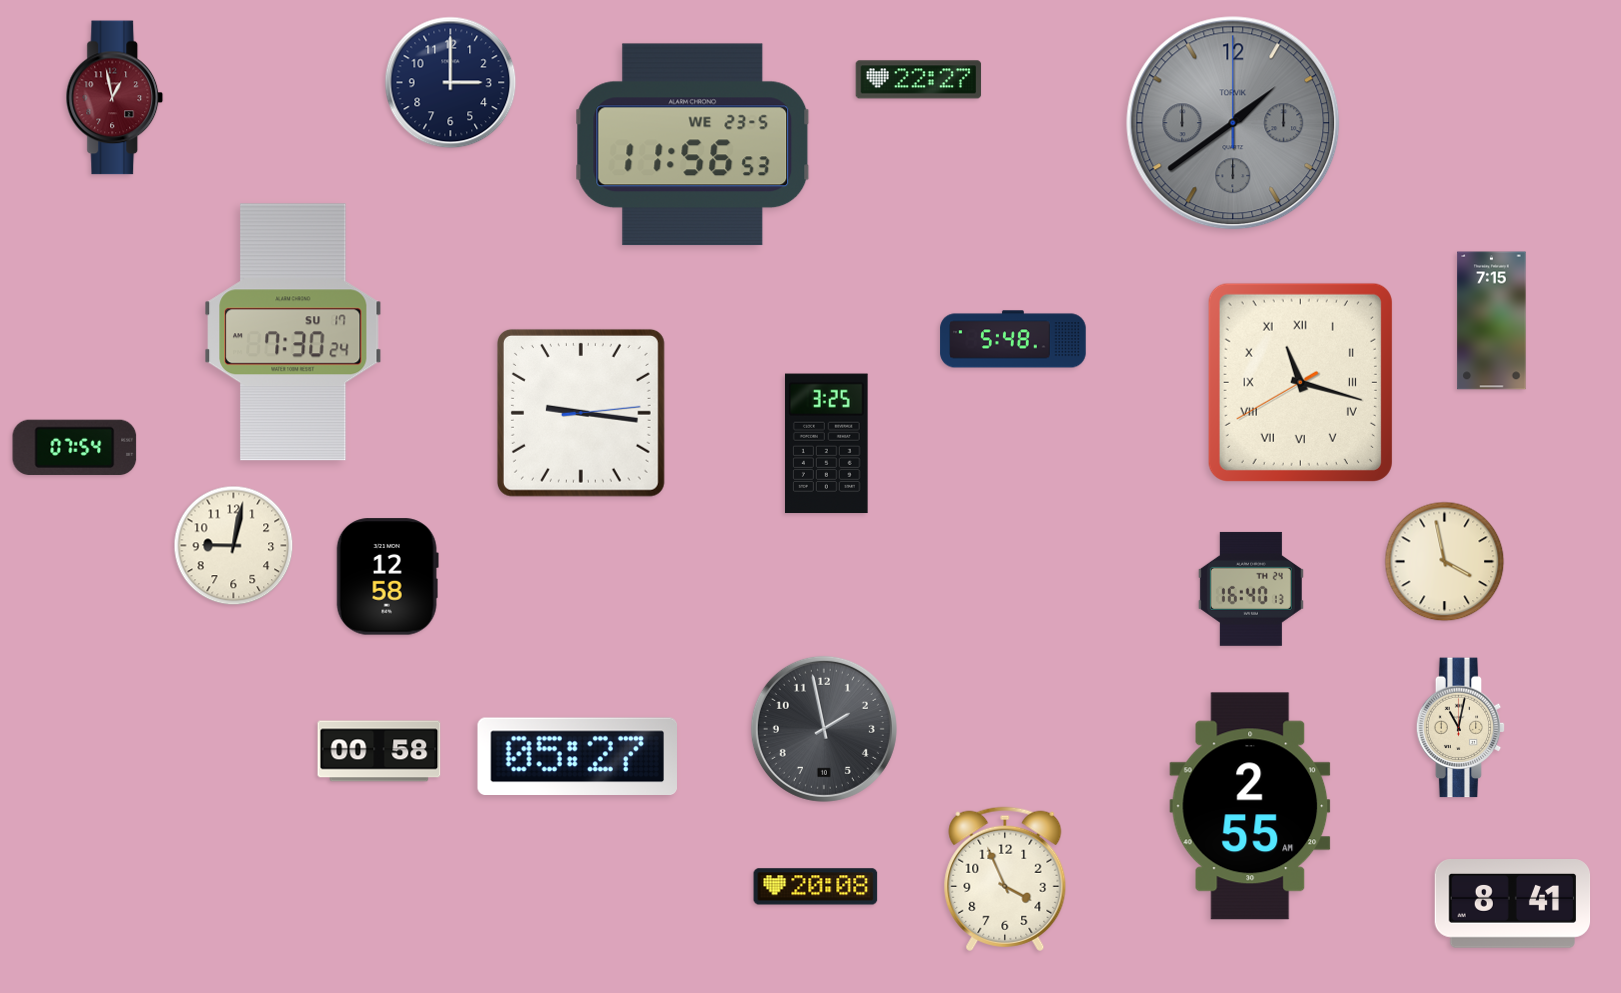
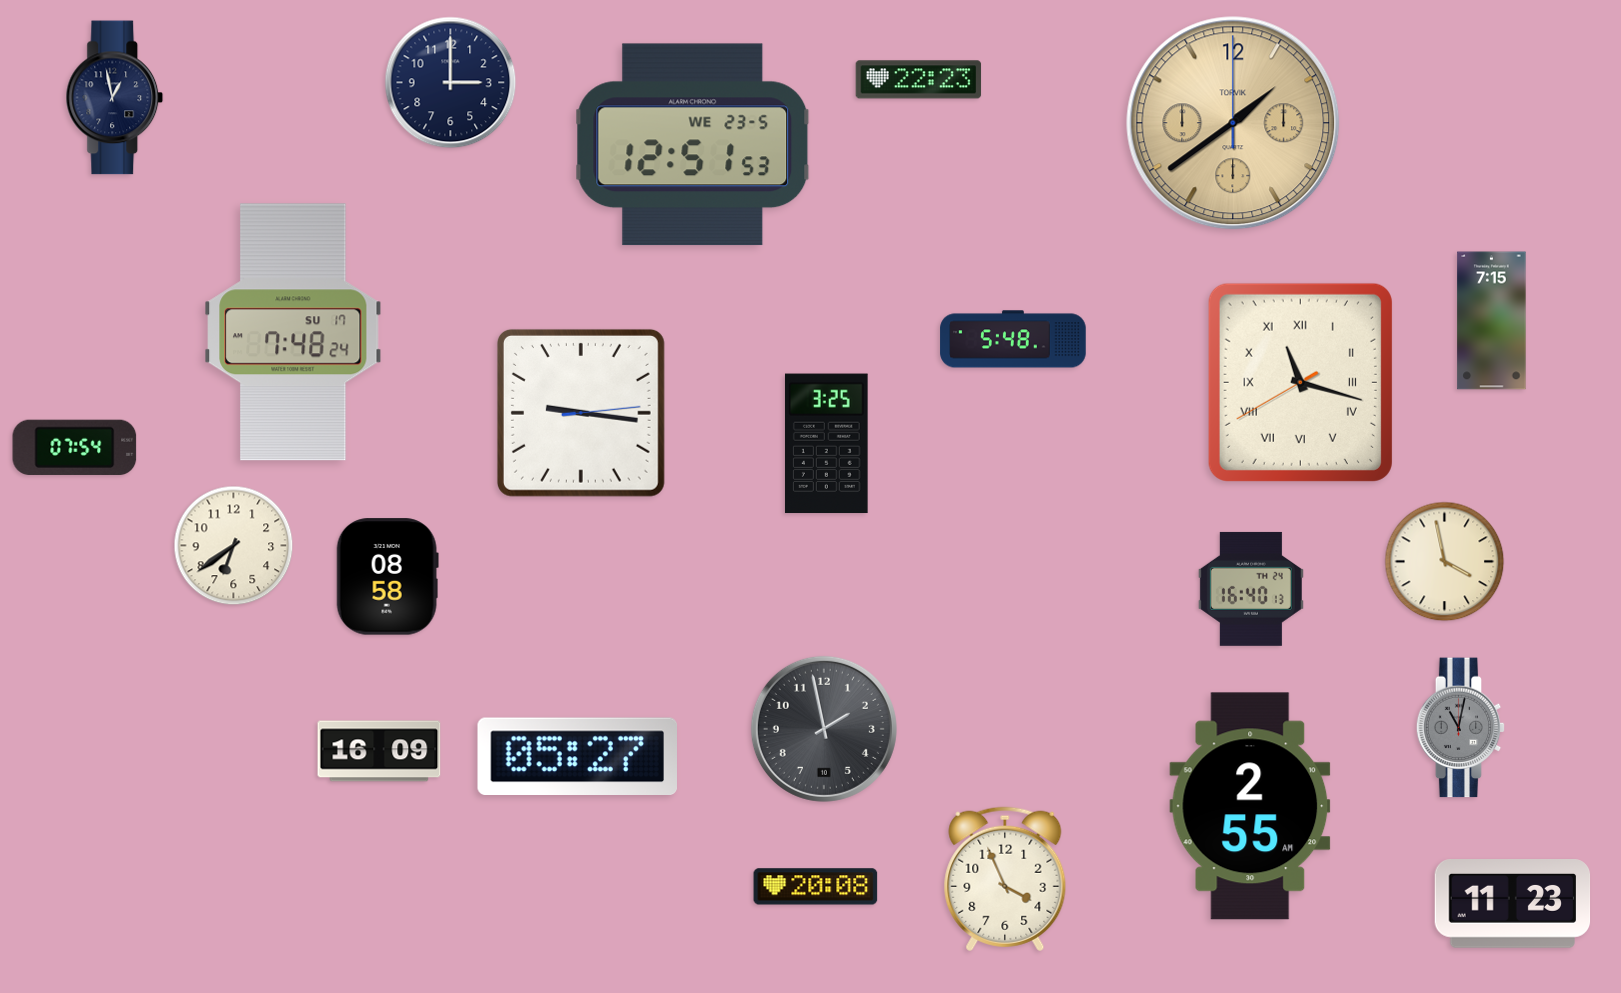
clock at (919, 80): 22:27 -> 22:23
clock at (115, 98) dial: burgundy -> navy
clock at (1233, 123) dial: grey -> champagne
clock at (693, 145): 11:56 -> 12:51
clock at (293, 332): 7:30 -> 7:48
clock at (234, 546): 9:02 -> 6:39
clock at (387, 577): 12:58 -> 08:58
clock at (1461, 728) dial: cream -> grey
clock at (379, 751): 00:58 -> 16:09
clock at (1513, 904): 8:41 -> 11:23
